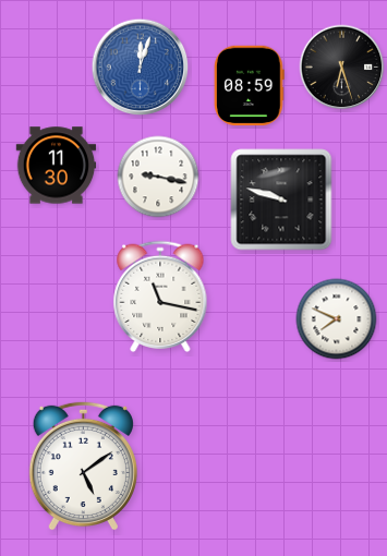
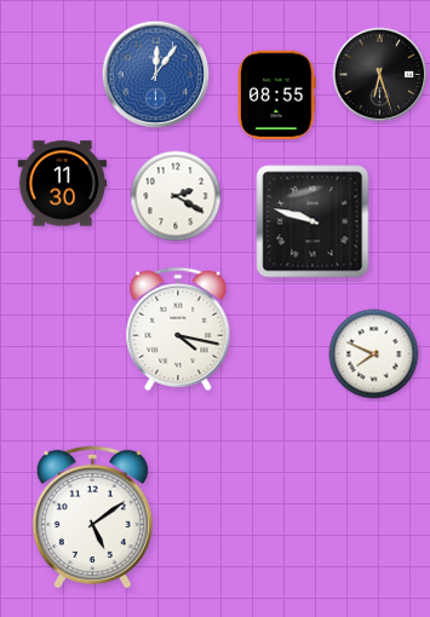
clock at (141, 68): 12:03 -> 12:06
clock at (250, 86): 08:59 -> 08:55
clock at (158, 177): 9:17 -> 2:20
clock at (160, 297): 11:17 -> 4:17
